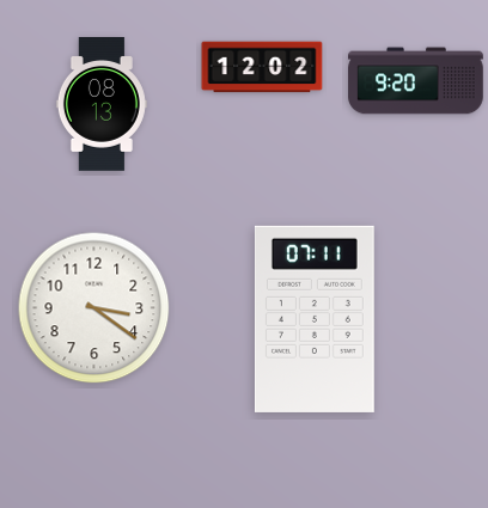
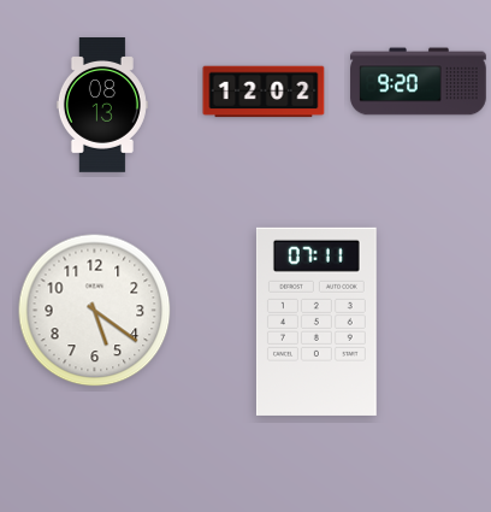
clock at (262, 67) position: (262, 67) -> (264, 92)
clock at (94, 308): 3:21 -> 5:21
